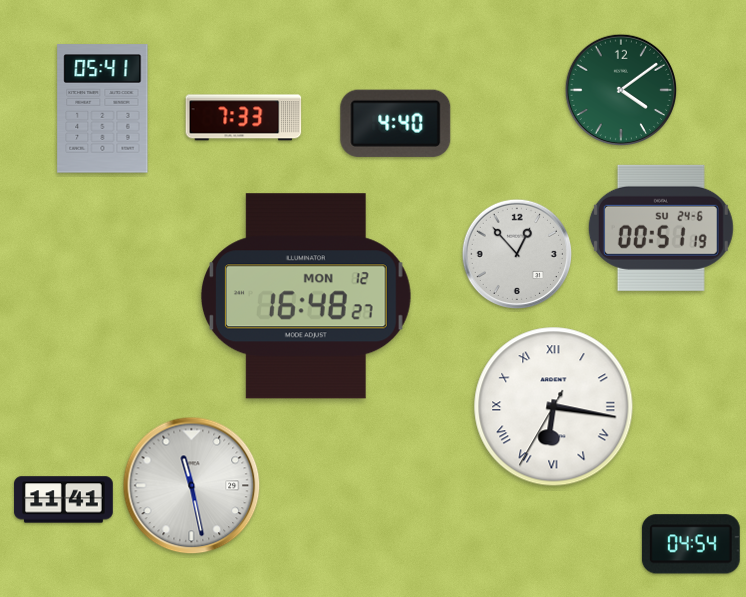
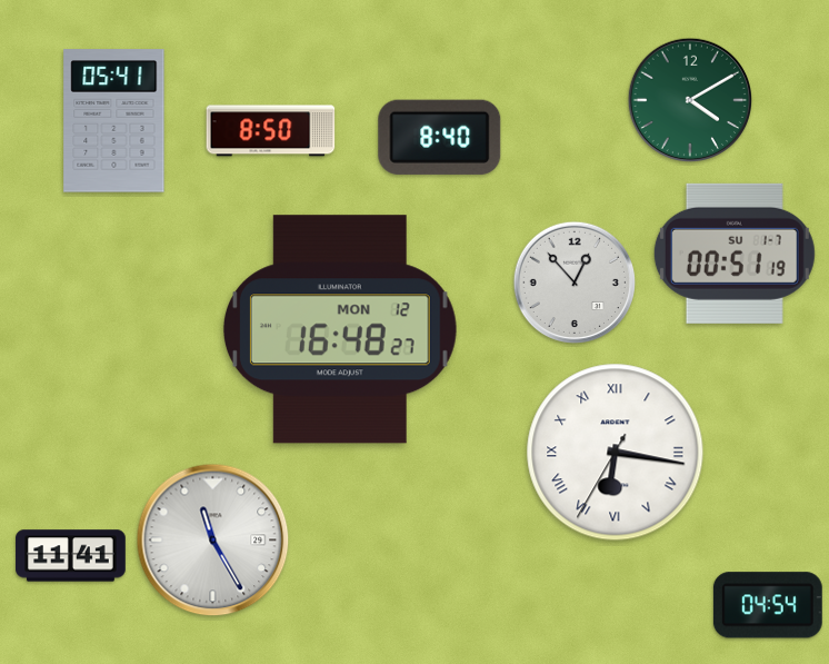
clock at (620, 89): 4:09 -> 4:10
clock at (244, 118): 7:33 -> 8:50
clock at (396, 123): 4:40 -> 8:40
clock at (661, 228) date: SU 24-6 -> SU 1-7
clock at (192, 486): 11:28 -> 11:25
